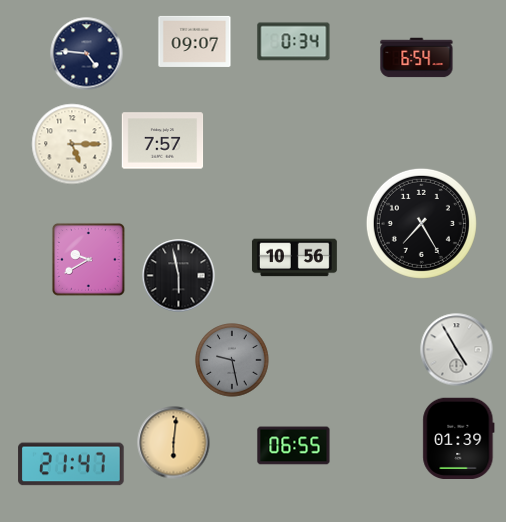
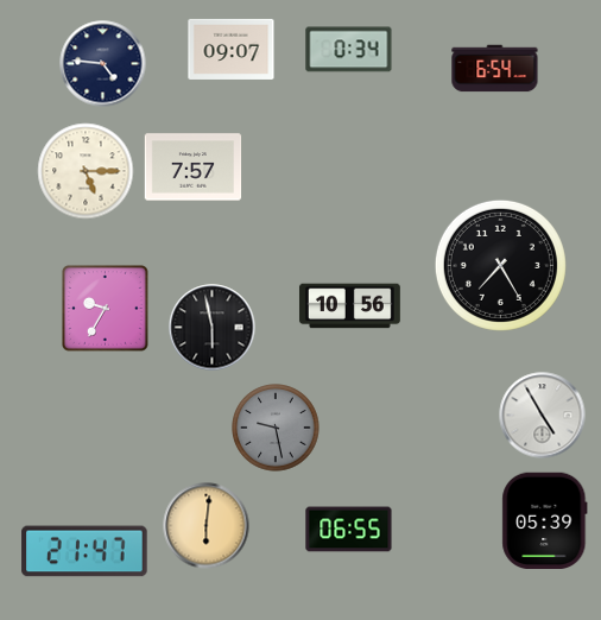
clock at (89, 260): 9:40 -> 9:35
clock at (459, 438): 01:39 -> 05:39
